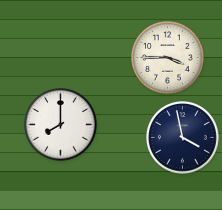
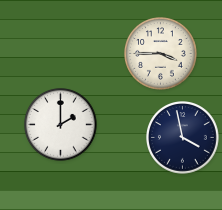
clock at (168, 58) position: (168, 58) -> (161, 54)
clock at (61, 125): 8:00 -> 2:00
